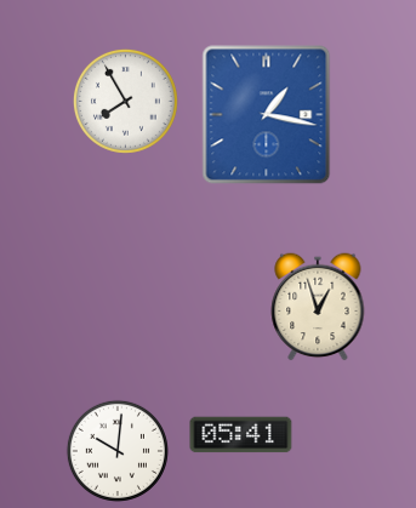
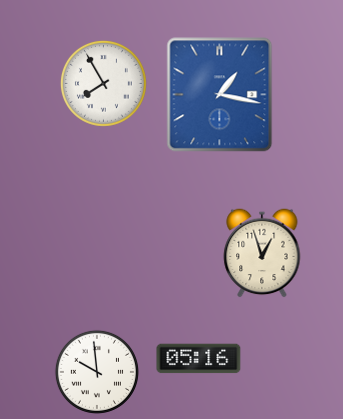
clock at (241, 435): 05:41 -> 05:16
clock at (118, 451): 10:01 -> 9:59
